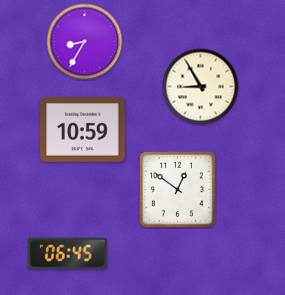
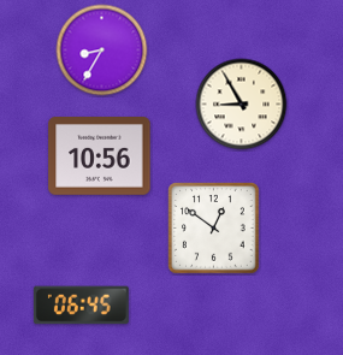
clock at (83, 130): 10:59 -> 10:56
